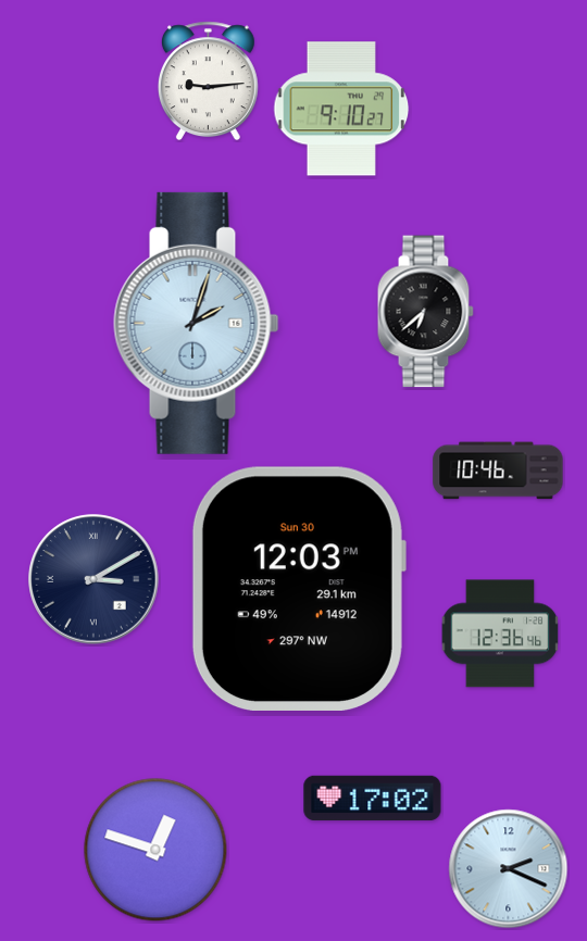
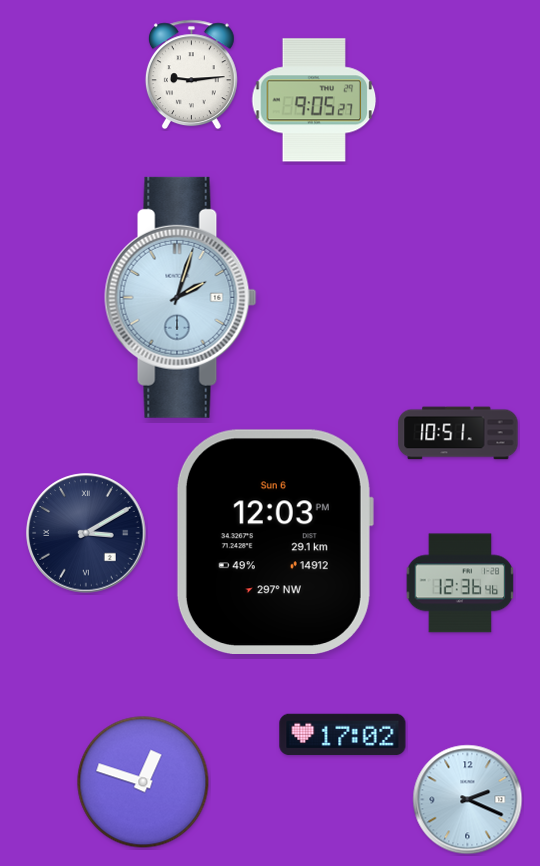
clock at (341, 109): 9:10 -> 9:05
clock at (425, 312): 6:38 -> none
clock at (498, 470): 10:46 -> 10:51
clock at (298, 588) date: Sun 30 -> Sun 6
